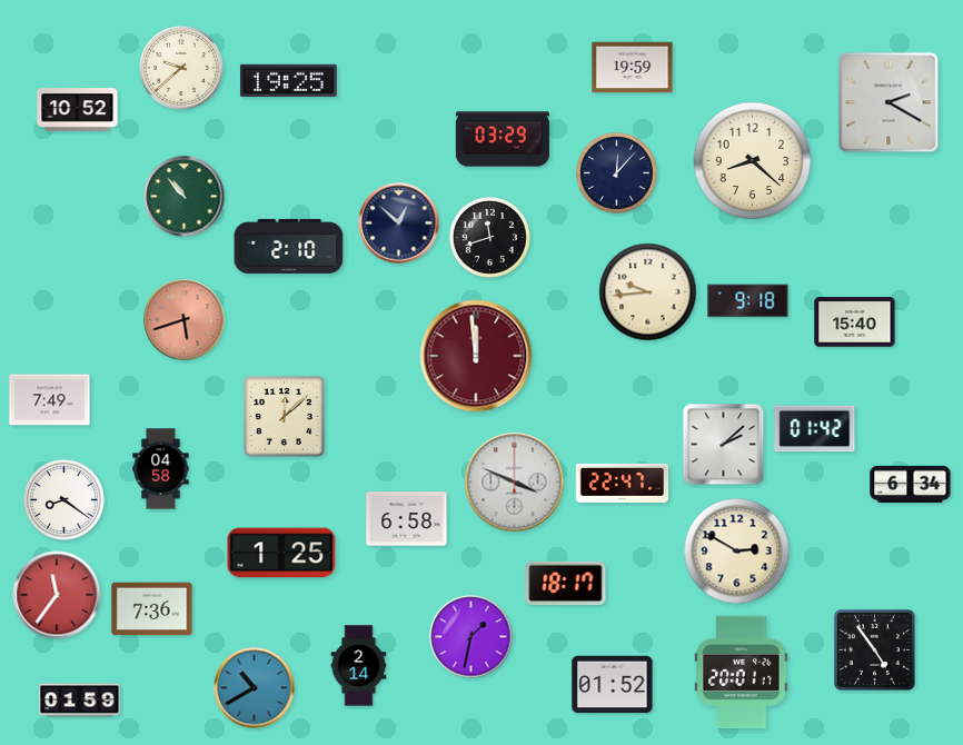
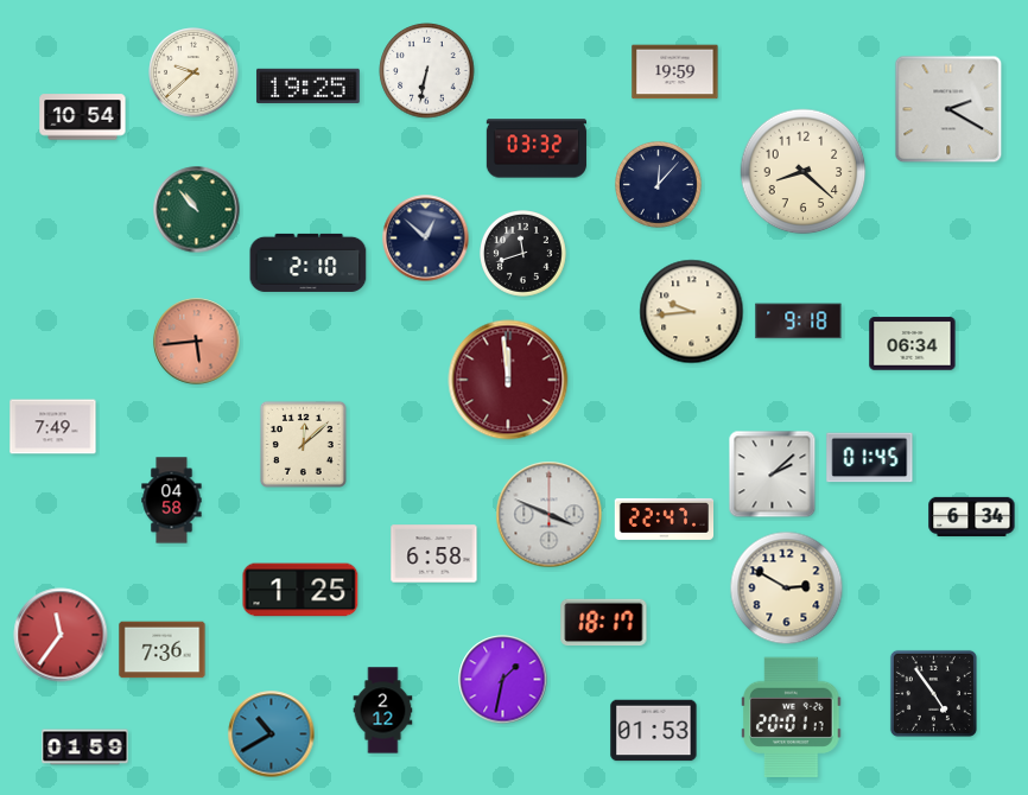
clock at (427, 71): none -> 6:32
clock at (78, 110): 10:52 -> 10:54
clock at (503, 139): 03:29 -> 03:32
clock at (185, 320): 5:42 -> 5:44
clock at (855, 322): 15:40 -> 06:34
clock at (815, 429): 01:42 -> 01:45
clock at (623, 483) position: (623, 483) -> (665, 519)
clock at (64, 500): 8:21 -> none
clock at (359, 666): 2:14 -> 2:12
clock at (613, 685): 01:52 -> 01:53
